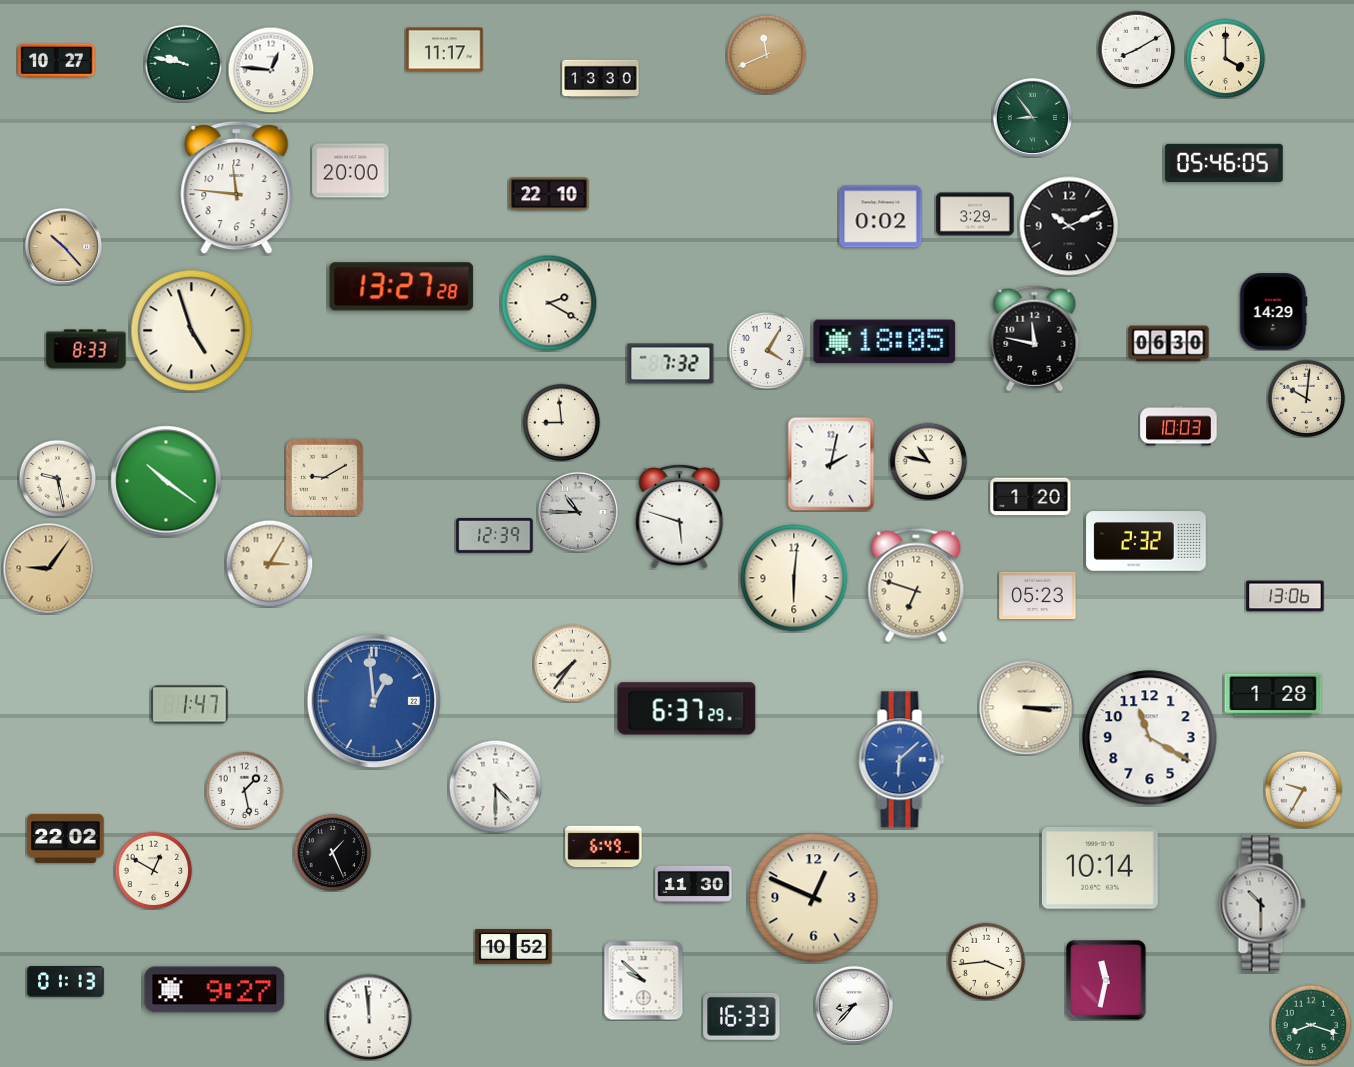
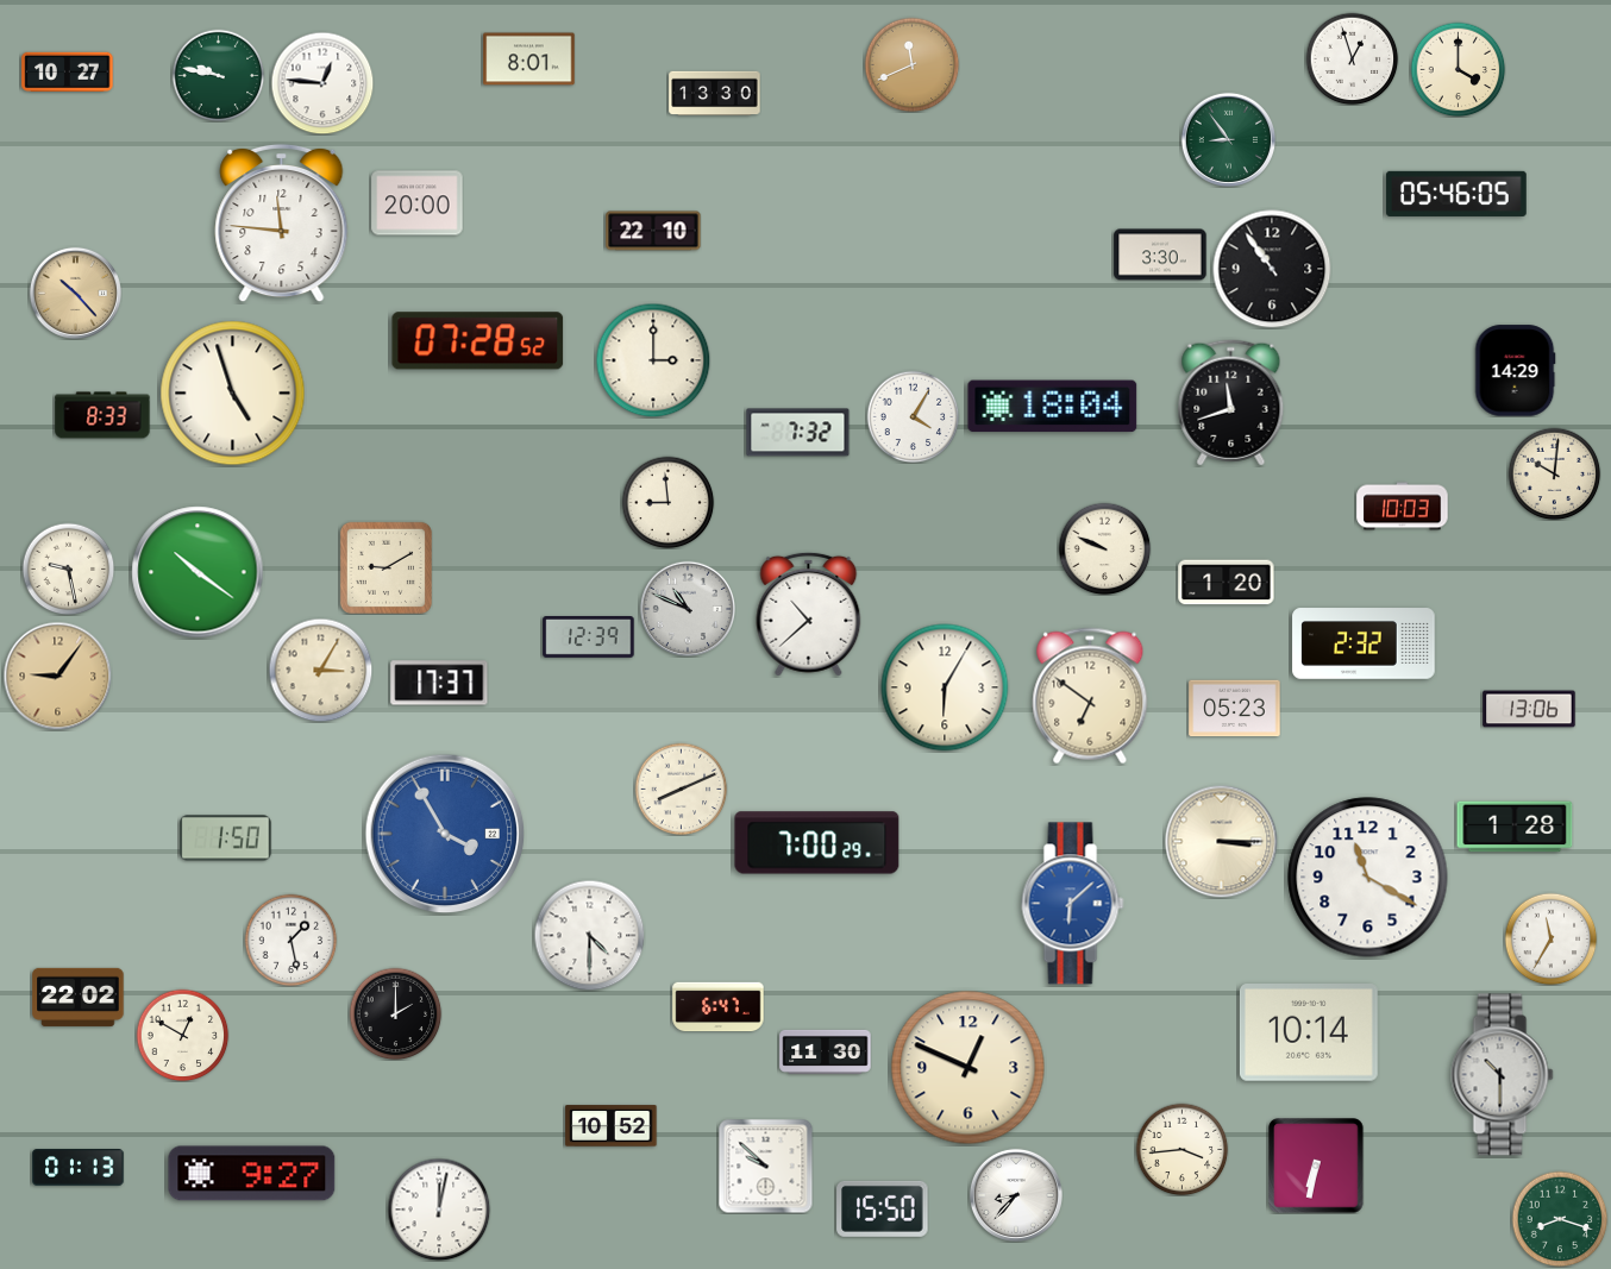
clock at (1136, 49): 8:10 -> 12:57
clock at (445, 50): 11:17 -> 8:01
clock at (975, 214): 3:29 -> 3:30
clock at (881, 217): 0:02 -> none
clock at (1069, 226): 10:11 -> 10:54
clock at (402, 287): 13:27 -> 07:28
clock at (549, 303): 2:20 -> 3:00
clock at (192, 331) position: (192, 331) -> (233, 394)
clock at (1035, 339): 11:47 -> 11:42
clock at (885, 342): 18:05 -> 18:04
clock at (1169, 344): 06:30 -> none
clock at (928, 461): 10:47 -> 9:49
clock at (831, 464): 2:02 -> none
clock at (1031, 497) position: (1031, 497) -> (1227, 583)
clock at (577, 511): 10:45 -> 10:49
clock at (680, 516): 5:48 -> 10:38
clock at (439, 683): none -> 17:37
clock at (794, 578): 6:01 -> 6:05
clock at (916, 585): 6:48 -> 6:51
clock at (572, 663): 7:36 -> 8:11
clock at (374, 701): 12:59 -> 3:55
clock at (190, 705): 1:47 -> 1:50
clock at (687, 709): 6:37 -> 7:00
clock at (1303, 789): 9:35 -> 11:35
clock at (604, 847): 6:49 -> 6:47
clock at (332, 852): 1:26 -> 2:00
clock at (986, 961) position: (986, 961) -> (1181, 1149)
clock at (1106, 980): 11:32 -> 6:32
clock at (215, 990) position: (215, 990) -> (252, 1174)
clock at (742, 1016): 16:33 -> 15:50
clock at (369, 1017): 11:59 -> 12:02
